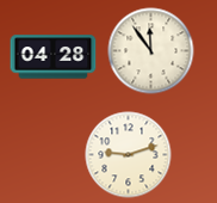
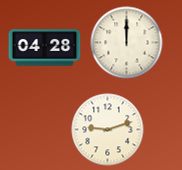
clock at (151, 51): 11:54 -> 12:00
